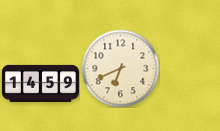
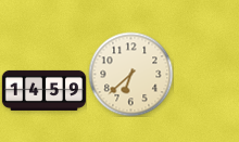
clock at (120, 68): 6:41 -> 6:38
